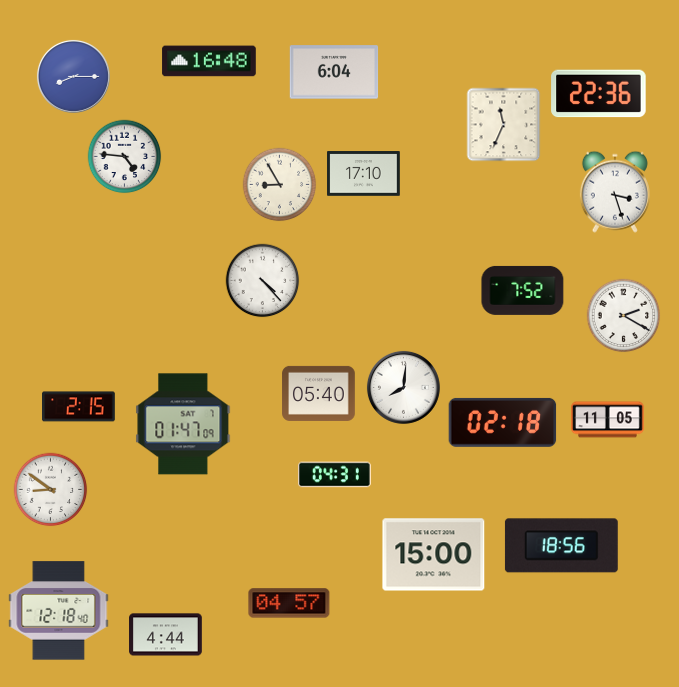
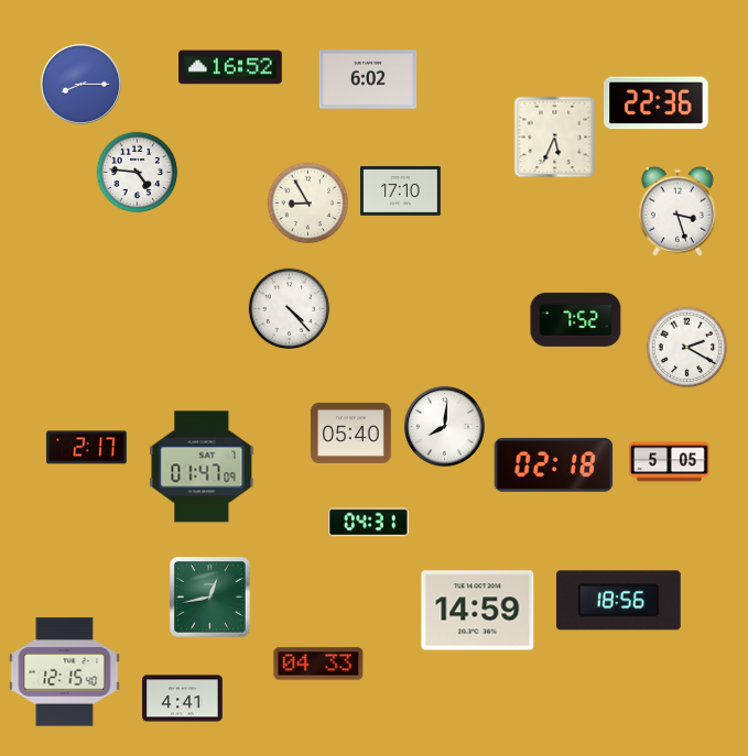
clock at (209, 61): 16:48 -> 16:52
clock at (334, 72): 6:04 -> 6:02
clock at (599, 94) position: (599, 94) -> (657, 103)
clock at (504, 125): 11:34 -> 5:34
clock at (79, 407): 2:15 -> 2:17
clock at (608, 420): 11:05 -> 5:05
clock at (51, 490): 8:51 -> none
clock at (210, 598): none -> 12:43
clock at (434, 555): 15:00 -> 14:59
clock at (289, 603): 04:57 -> 04:33
clock at (59, 611): 12:18 -> 12:15
clock at (166, 635): 4:44 -> 4:41
